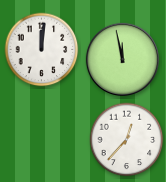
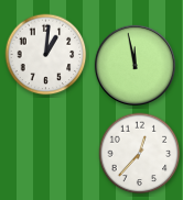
clock at (42, 50): 12:01 -> 1:01
